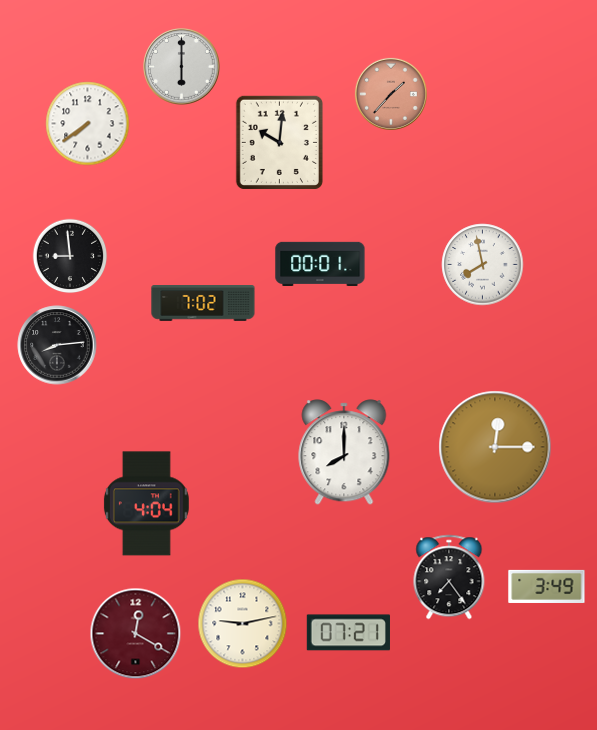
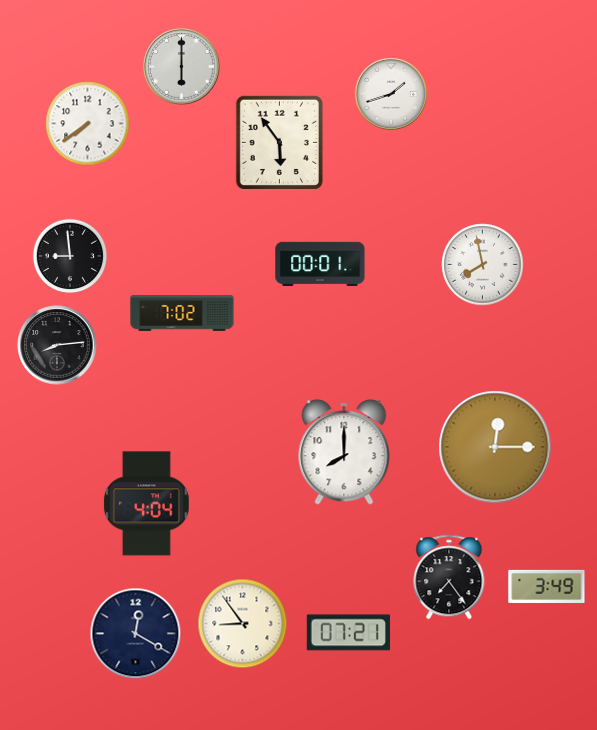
clock at (391, 94): 1:37 -> 1:42
clock at (391, 94) dial: salmon -> white
clock at (279, 142): 10:01 -> 5:54
clock at (203, 304) position: (203, 304) -> (182, 314)
clock at (243, 624): 9:13 -> 8:54
clock at (136, 634) dial: burgundy -> navy
